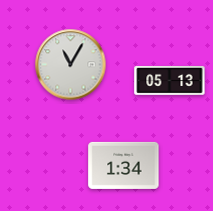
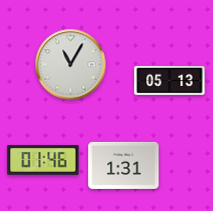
clock at (43, 161): none -> 01:46
clock at (124, 165): 1:34 -> 1:31
